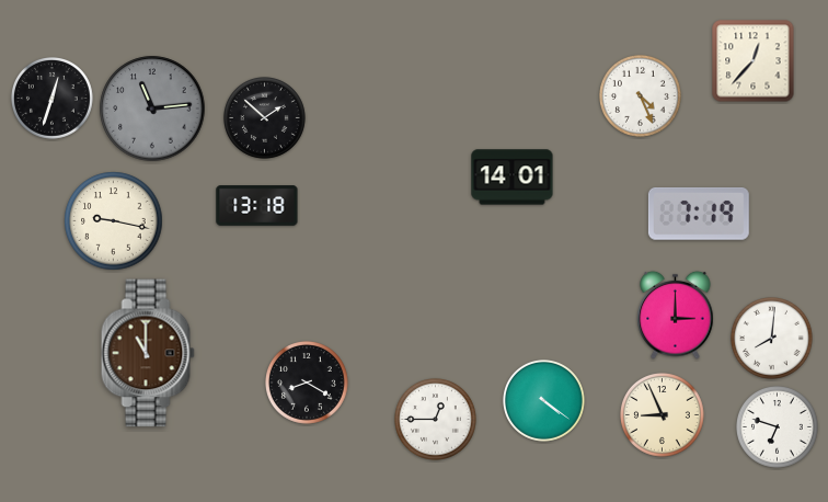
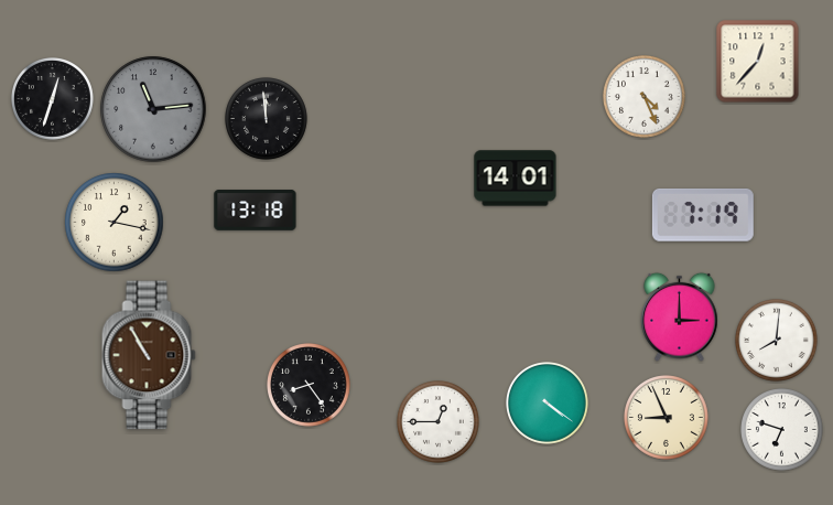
clock at (265, 118): 1:52 -> 11:59
clock at (257, 206) position: (257, 206) -> (256, 211)
clock at (114, 221): 9:17 -> 1:17
clock at (148, 353): 11:00 -> 10:55
clock at (308, 384): 8:20 -> 8:24
